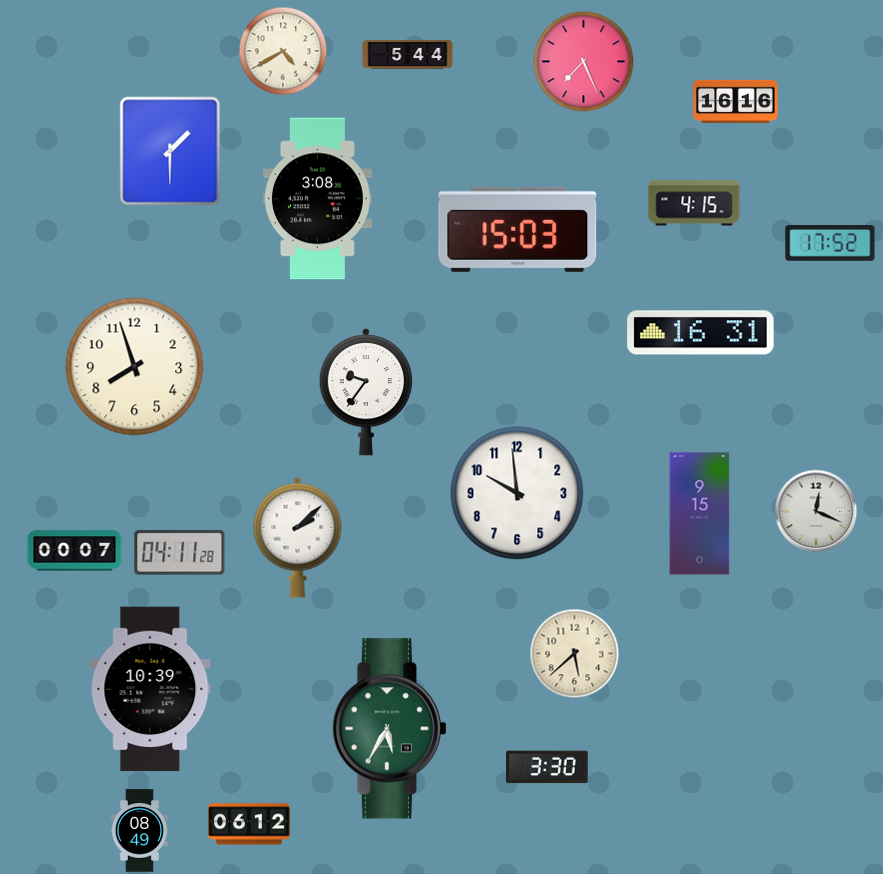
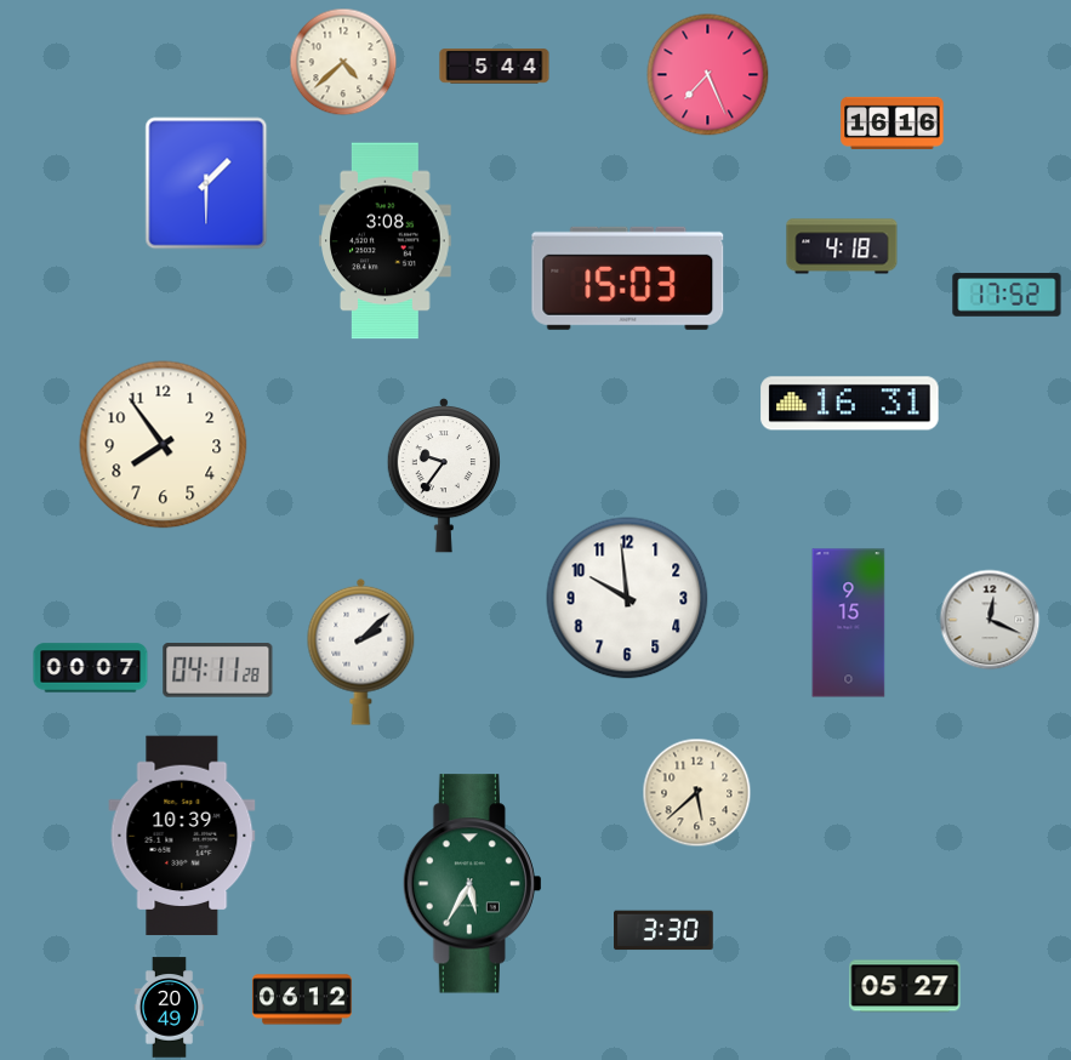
clock at (283, 51): 4:40 -> 4:38
clock at (694, 203): 4:15 -> 4:18
clock at (135, 367): 7:57 -> 7:54
clock at (905, 986): none -> 05:27
clock at (140, 831): 08:49 -> 20:49
